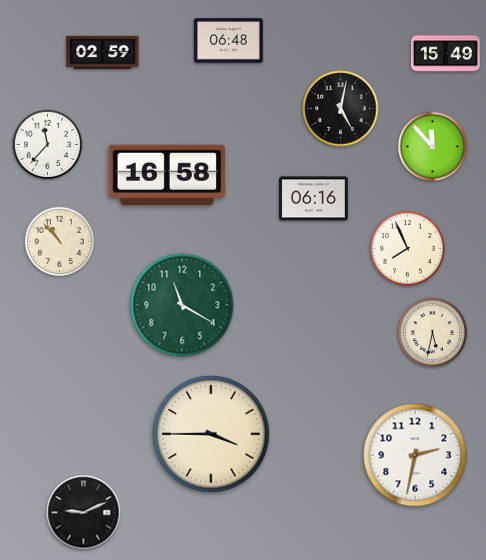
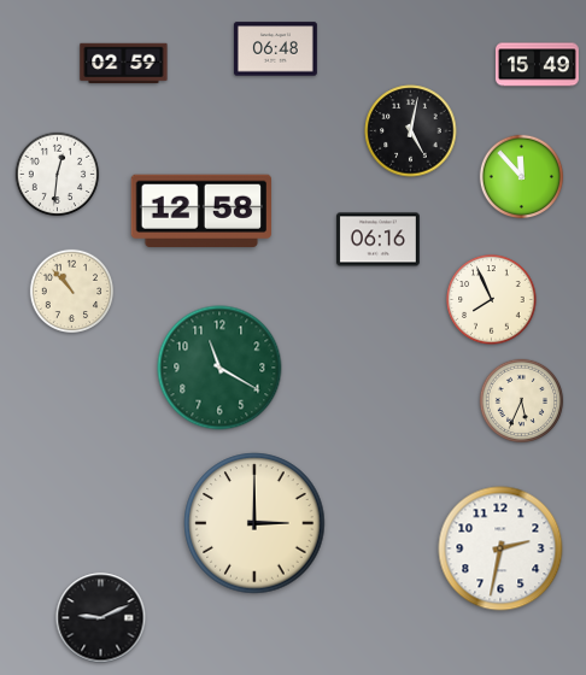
clock at (48, 145): 11:37 -> 12:31
clock at (166, 175): 16:58 -> 12:58
clock at (433, 333): 5:32 -> 5:34
clock at (211, 434): 3:45 -> 3:00
